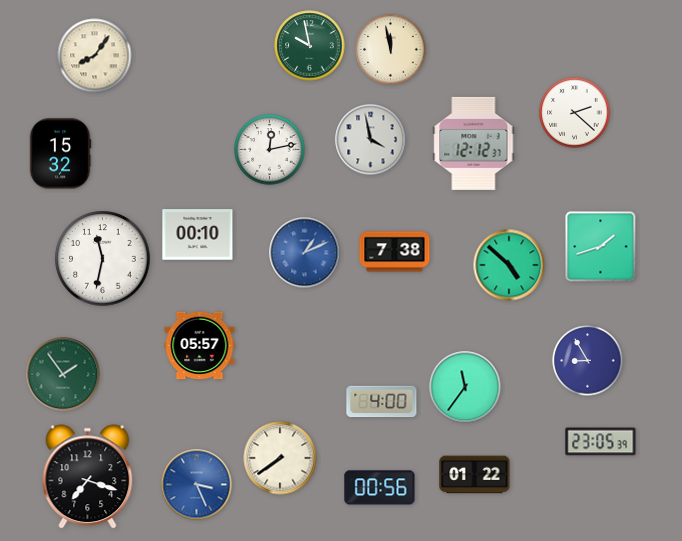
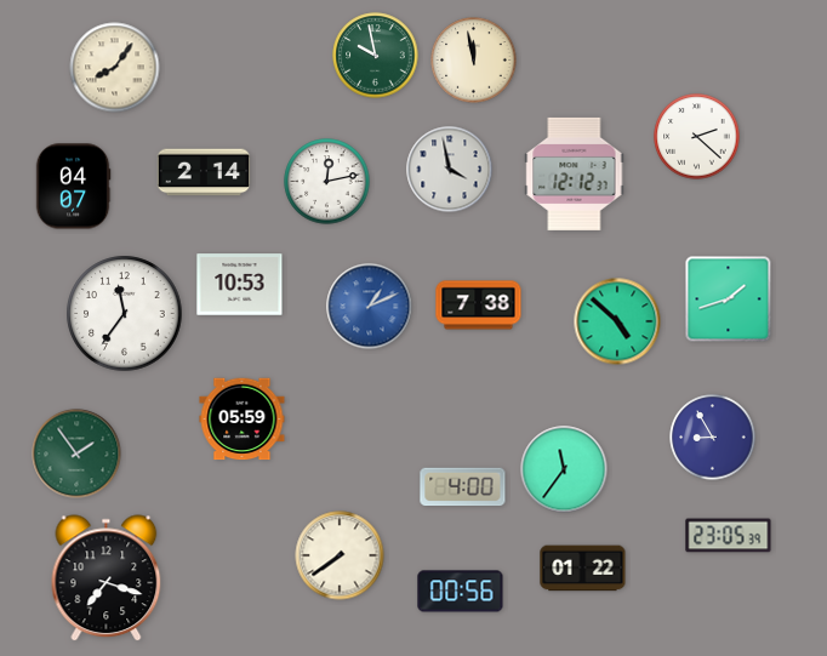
clock at (204, 172): none -> 2:14
clock at (60, 154): 15:32 -> 04:07
clock at (198, 235): 00:10 -> 10:53
clock at (103, 259): 11:32 -> 11:36
clock at (200, 346): 05:57 -> 05:59
clock at (475, 475) position: (475, 475) -> (583, 569)
clock at (197, 485): 3:26 -> none
